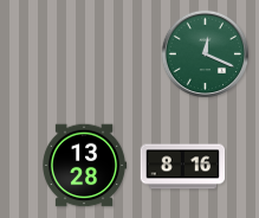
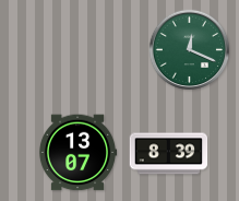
clock at (84, 166): 13:28 -> 13:07
clock at (183, 167): 8:16 -> 8:39
